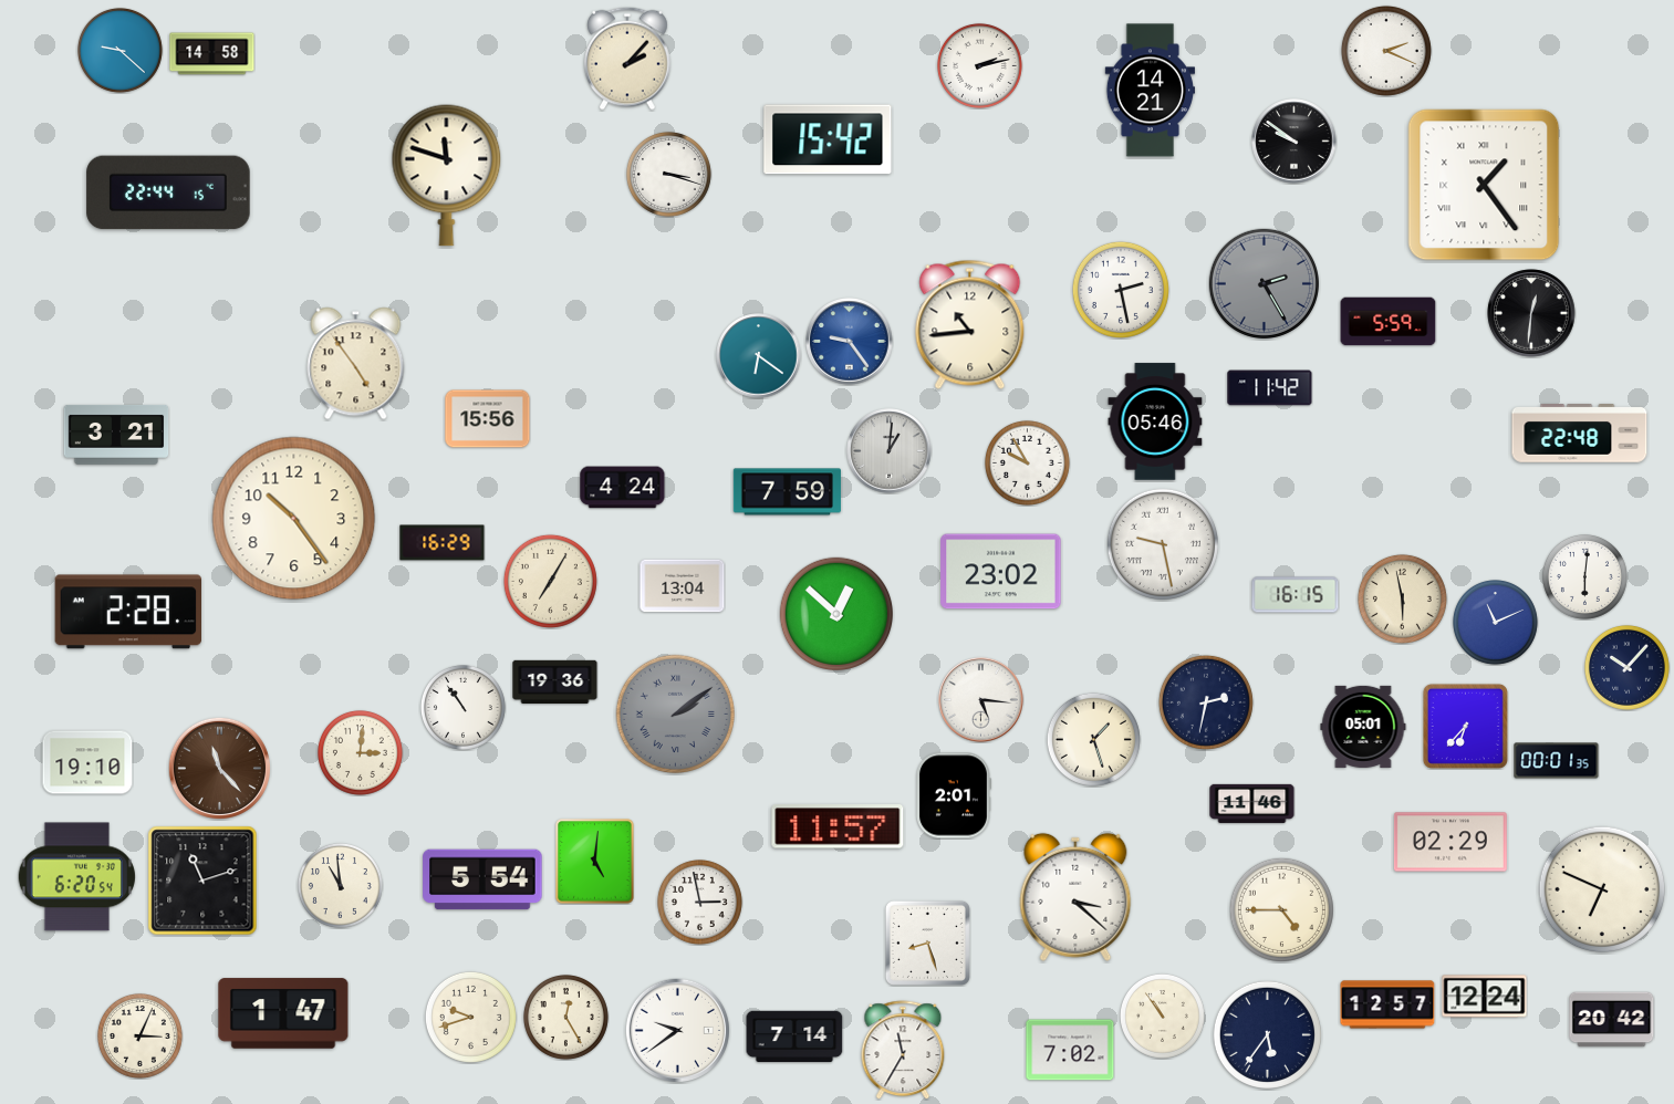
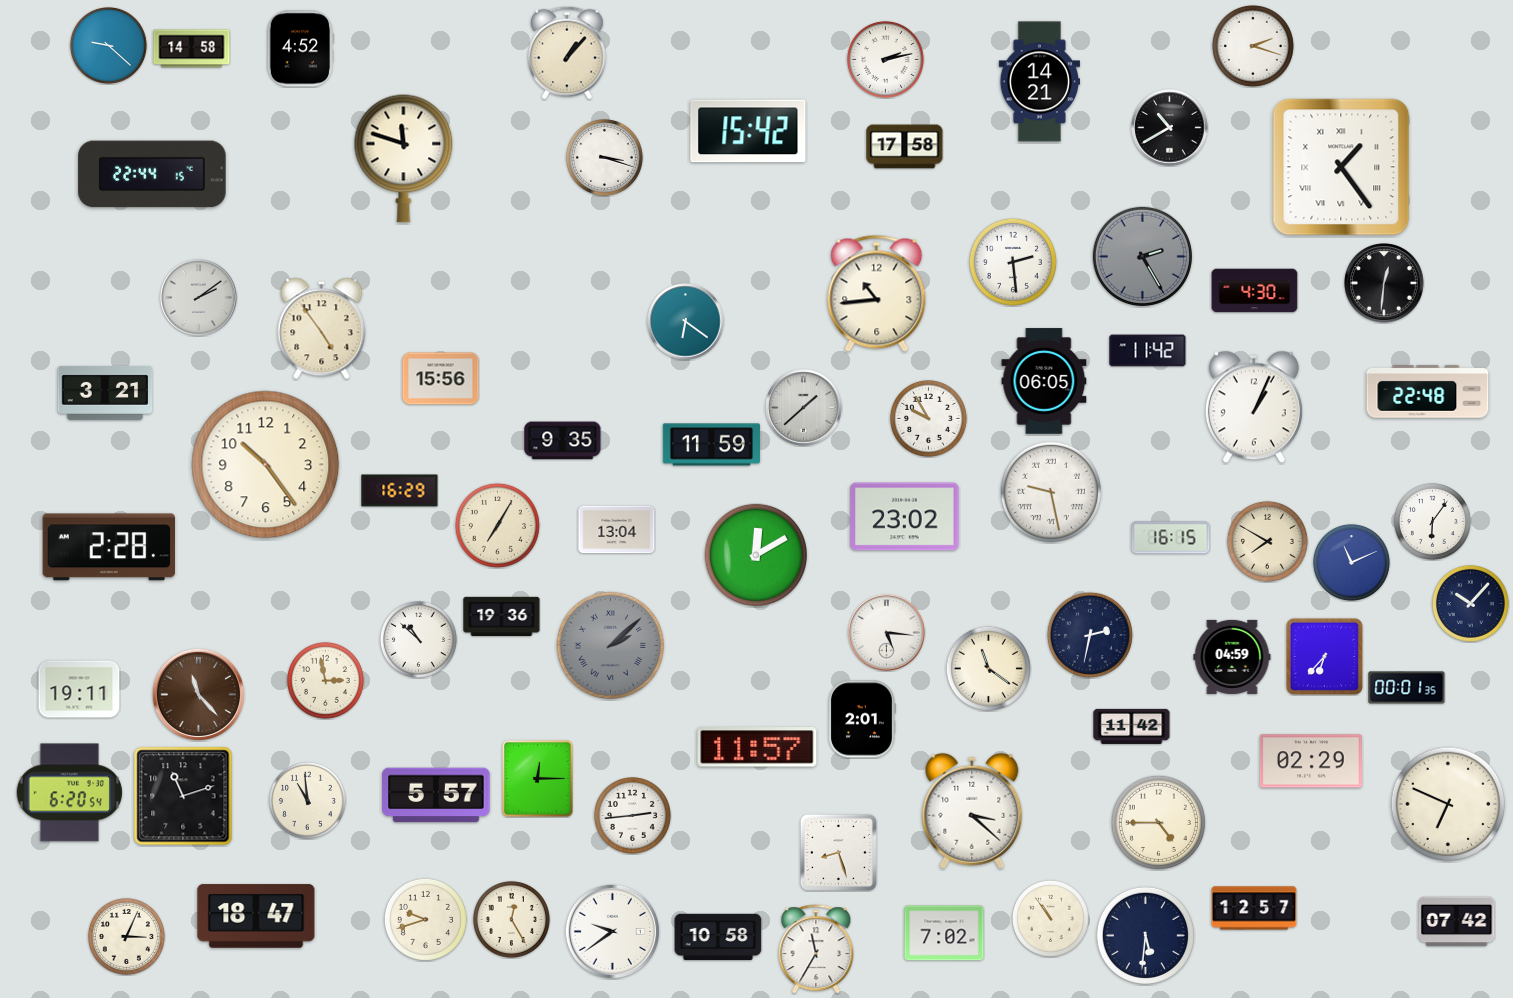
clock at (1386, 51): 2:19 -> 2:18
clock at (300, 49): none -> 4:52
clock at (628, 59): 2:07 -> 1:07
clock at (828, 139) position: (828, 139) -> (748, 131)
clock at (1295, 142): 9:51 -> 10:40
clock at (905, 147): none -> 17:58
clock at (1121, 290): 2:28 -> 2:29
clock at (1389, 322): 5:59 -> 4:30
clock at (199, 298): none -> 2:09
clock at (850, 342): 9:24 -> none
clock at (1155, 421): 05:46 -> 06:05
clock at (1254, 407): none -> 1:04
clock at (890, 451): 1:01 -> 1:38
clock at (623, 488): 4:24 -> 9:35
clock at (787, 492): 7:59 -> 11:59
clock at (294, 519) position: (294, 519) -> (266, 465)
clock at (1584, 576): 6:01 -> 6:06
clock at (1402, 598): 5:58 -> 7:50
clock at (127, 612) position: (127, 612) -> (108, 547)
clock at (835, 613): 12:52 -> 12:10
clock at (462, 707): 10:54 -> 10:52
clock at (676, 715): 2:09 -> 2:08
clock at (1363, 727): 05:01 -> 04:59
clock at (1093, 739): 1:27 -> 11:21
clock at (360, 752): 3:01 -> 2:58
clock at (87, 762): 19:10 -> 19:11
clock at (1252, 803): 11:46 -> 11:42
clock at (595, 862): 5:01 -> 12:15
clock at (482, 879): 5:54 -> 5:57
clock at (699, 902): 2:58 -> 2:44
clock at (1485, 997): 12:24 -> none
clock at (283, 1013): 1:47 -> 18:47
clock at (1612, 1020): 20:42 -> 07:42
clock at (1267, 1034): 5:36 -> 5:31
clock at (794, 1037): 7:14 -> 10:58
clock at (1070, 1050) position: (1070, 1050) -> (944, 933)
